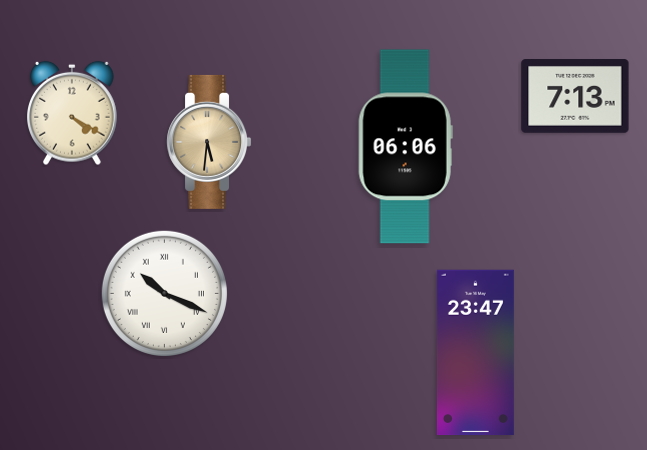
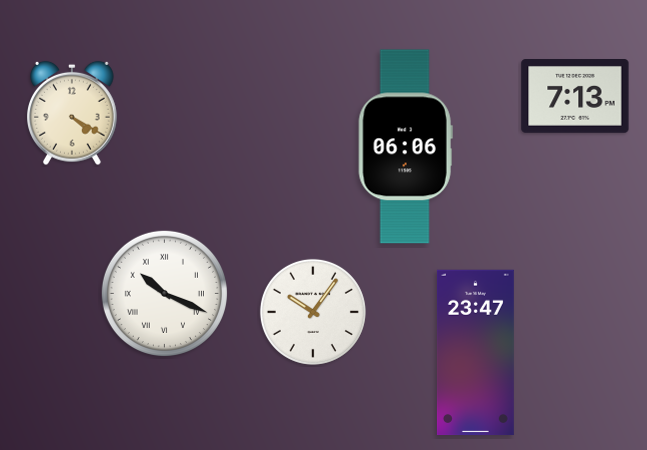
clock at (209, 142): 5:31 -> none
clock at (313, 312): none -> 10:06
